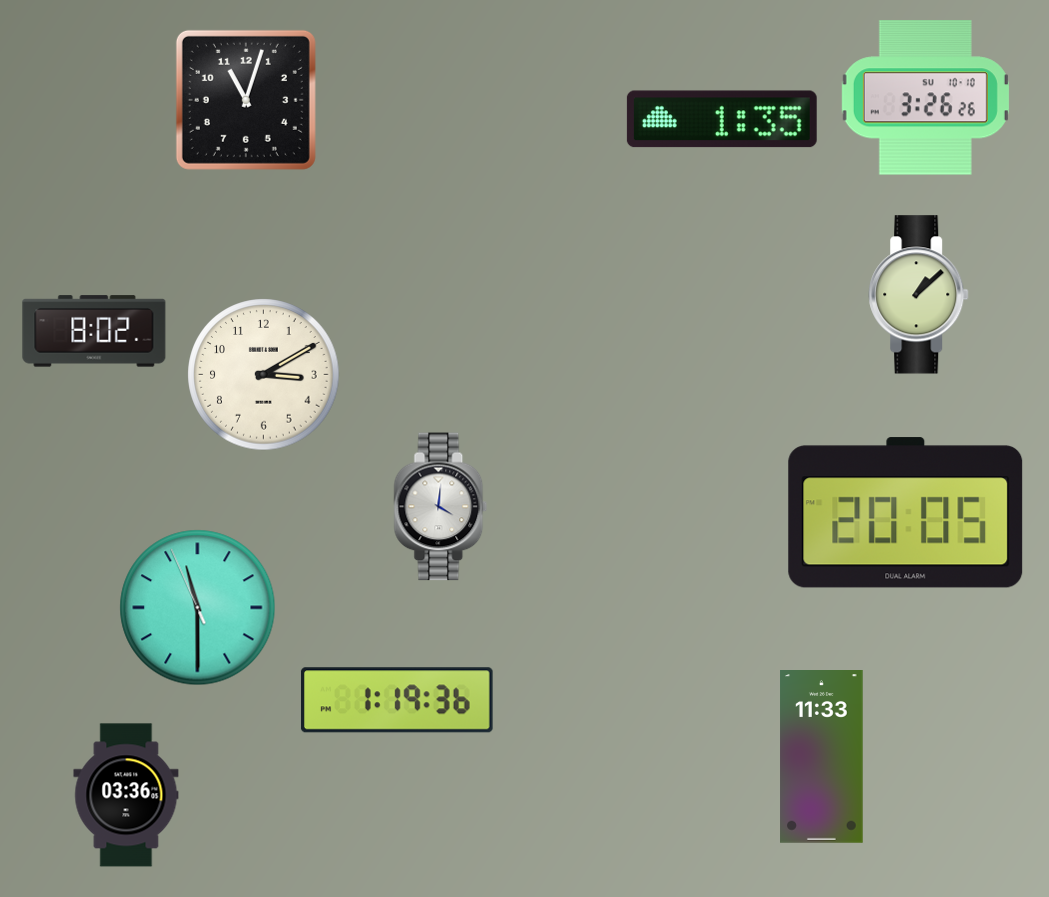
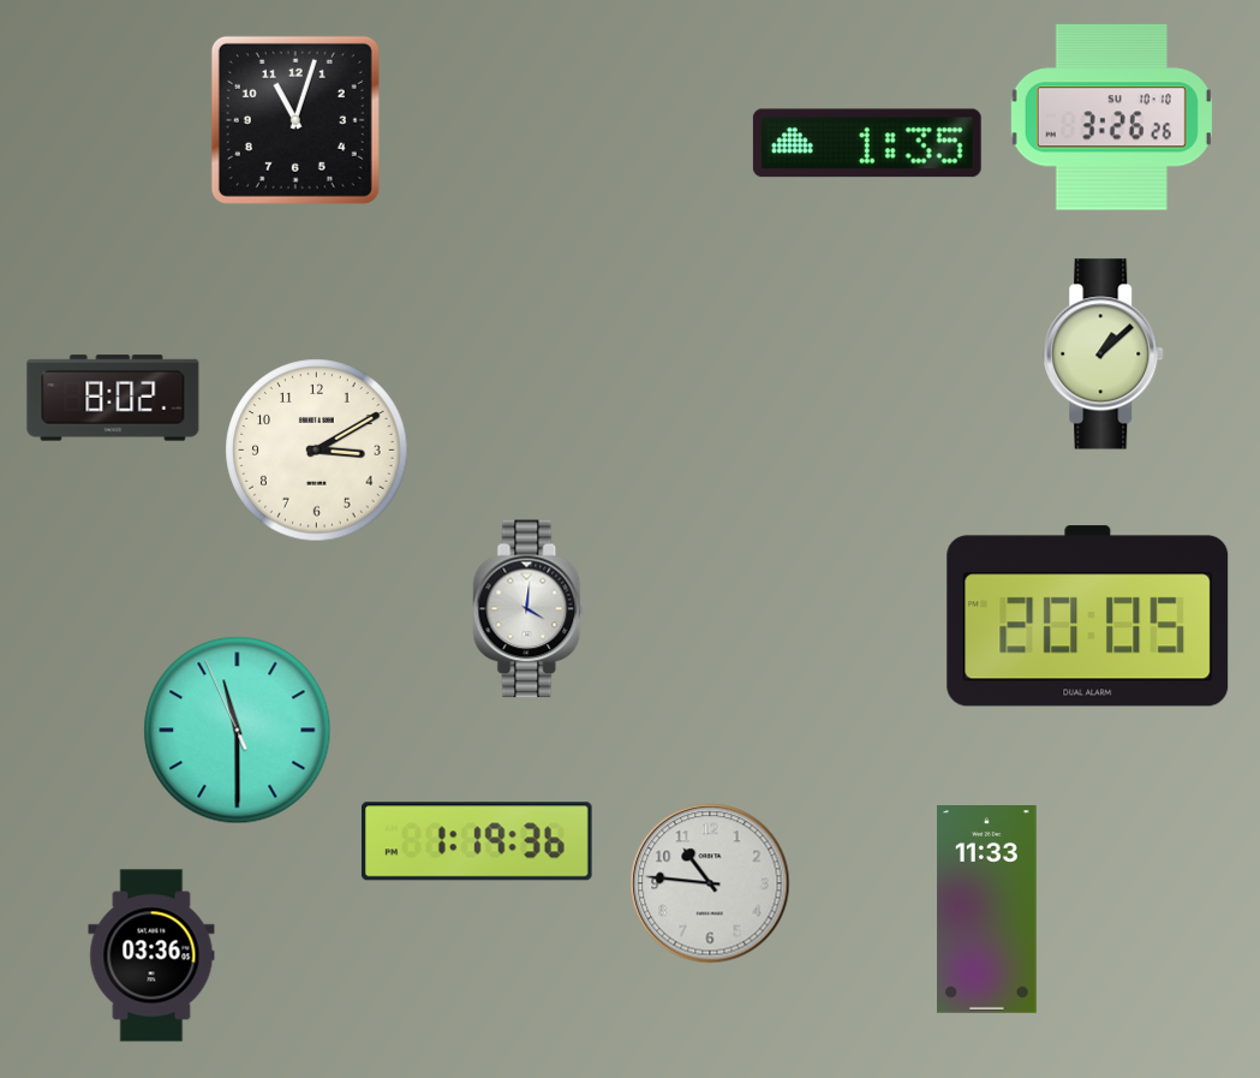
clock at (710, 883): none -> 10:46
